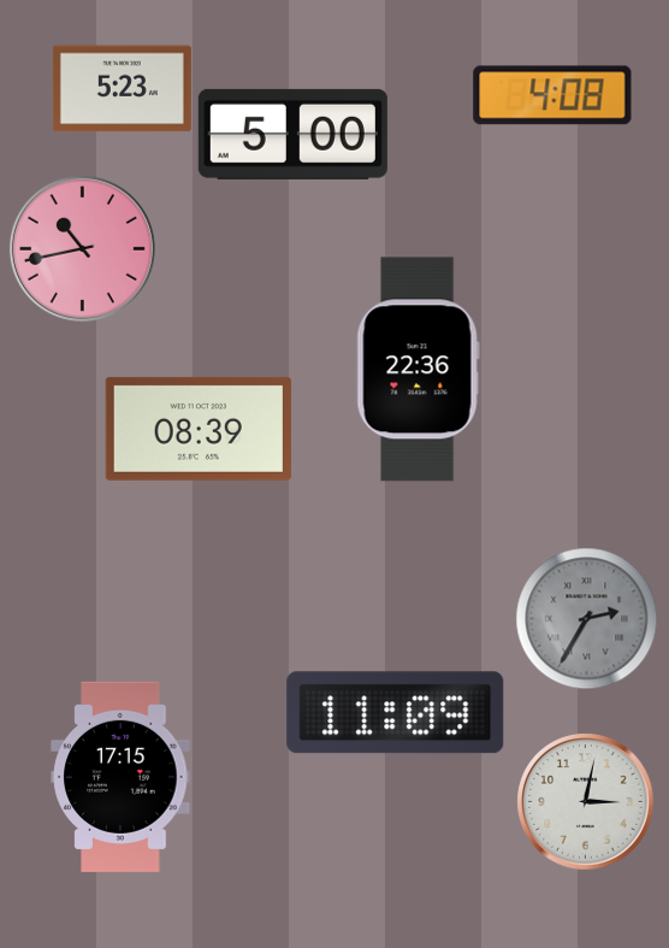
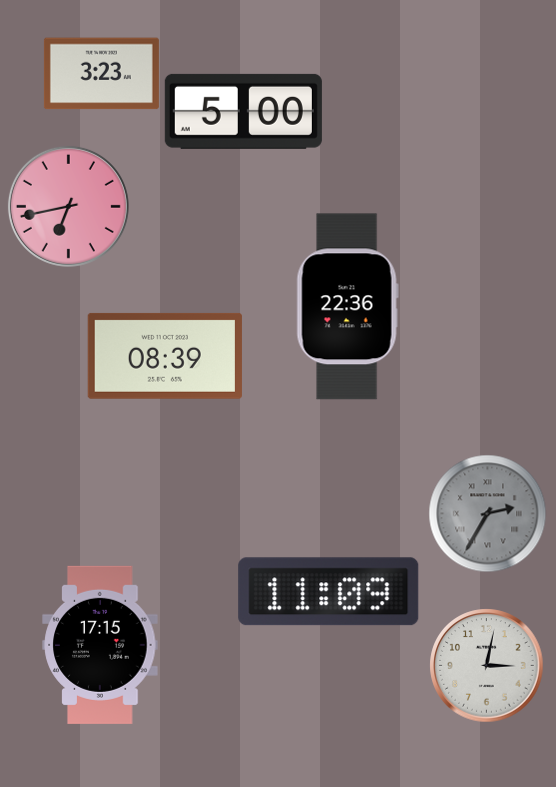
clock at (122, 89): 5:23 -> 3:23
clock at (552, 95): 4:08 -> none
clock at (82, 248): 10:43 -> 6:43
